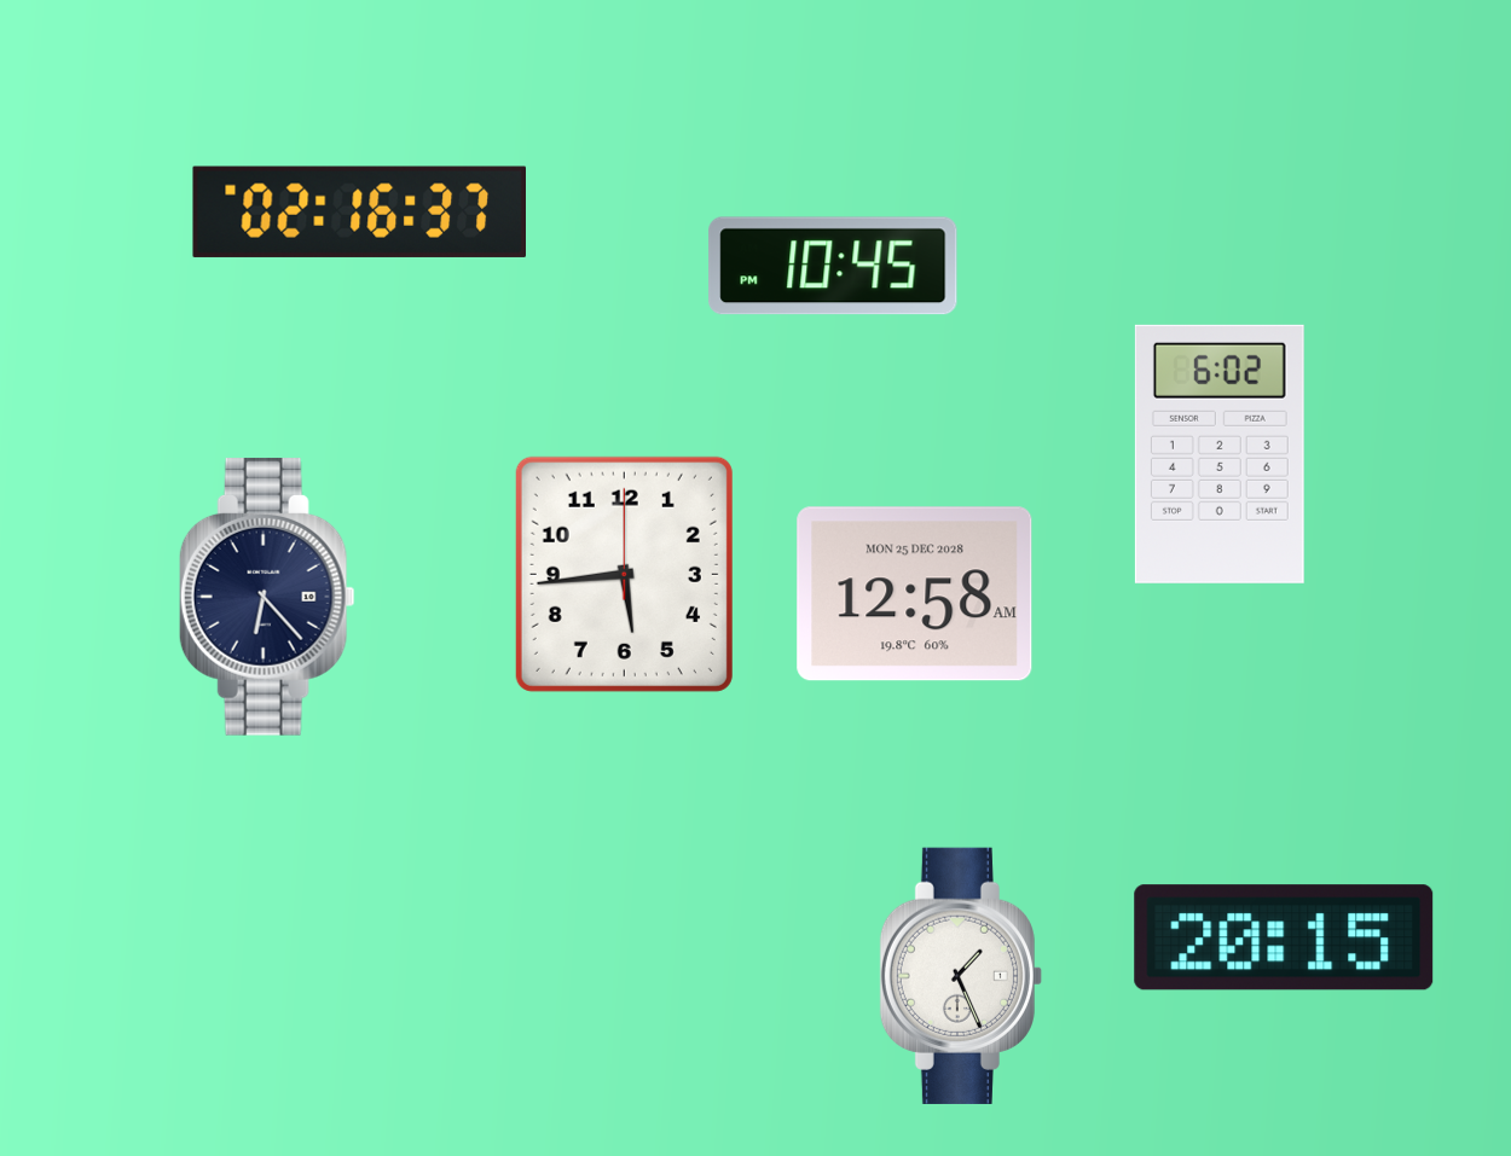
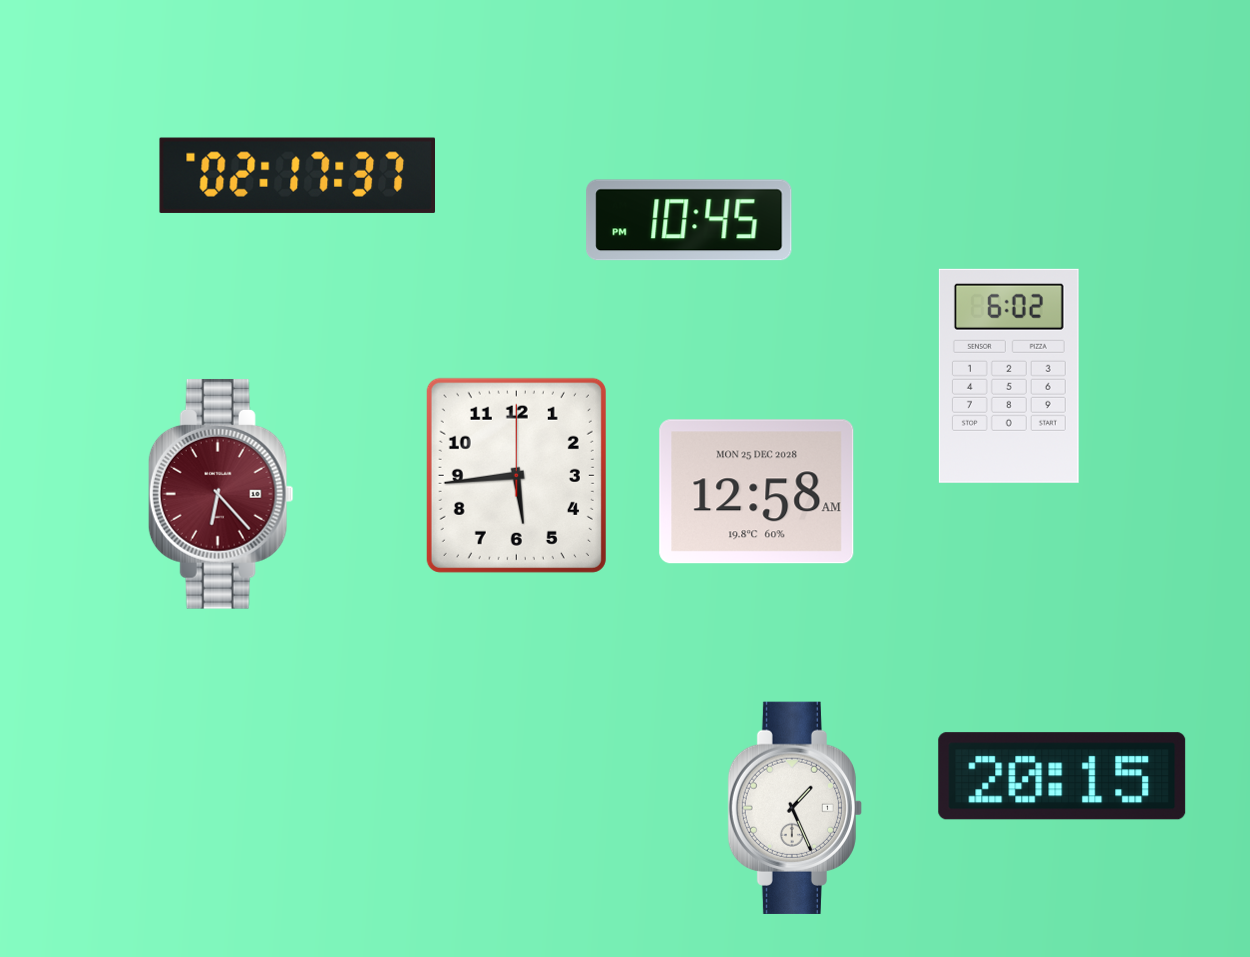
clock at (359, 211): 02:16 -> 02:17
clock at (267, 597) dial: navy -> burgundy
